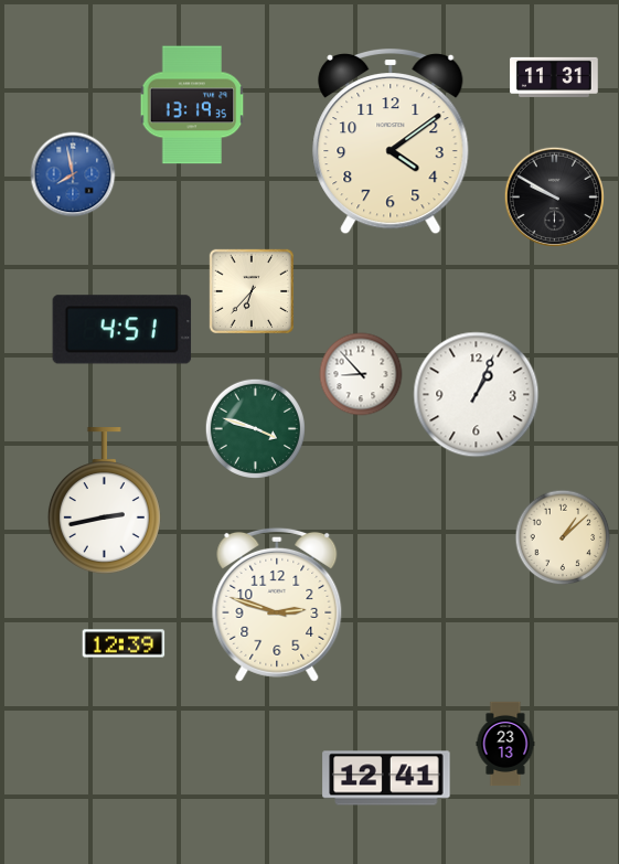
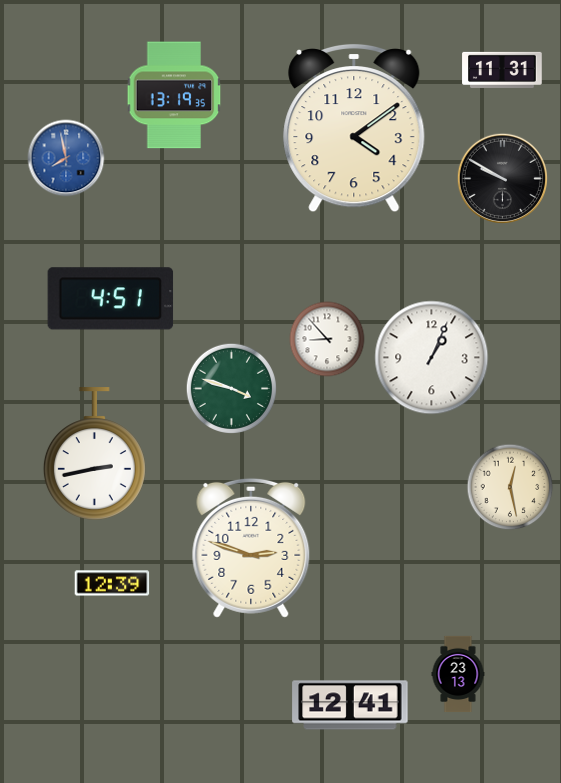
clock at (250, 290): 6:37 -> none
clock at (563, 537): 1:08 -> 12:28
